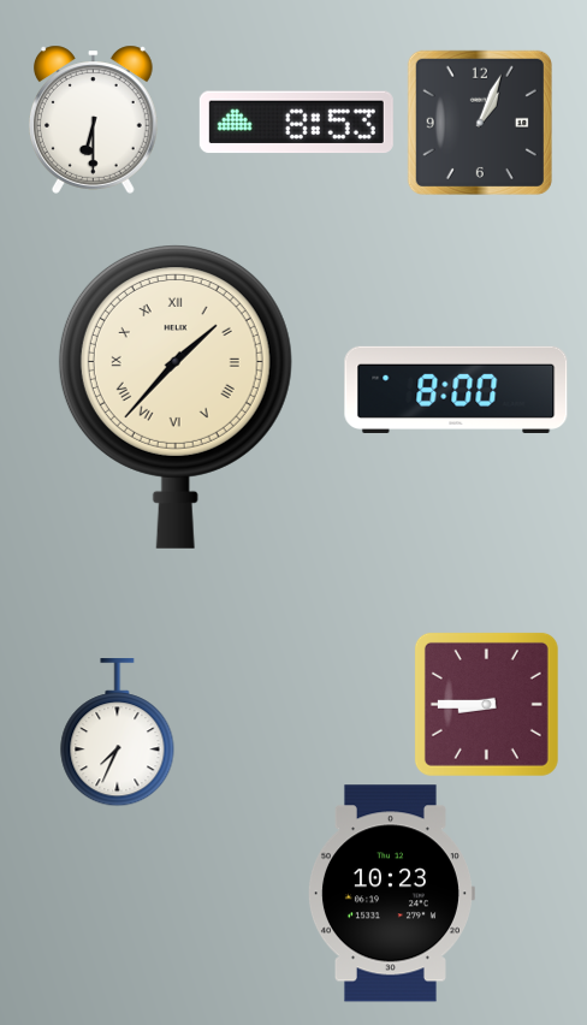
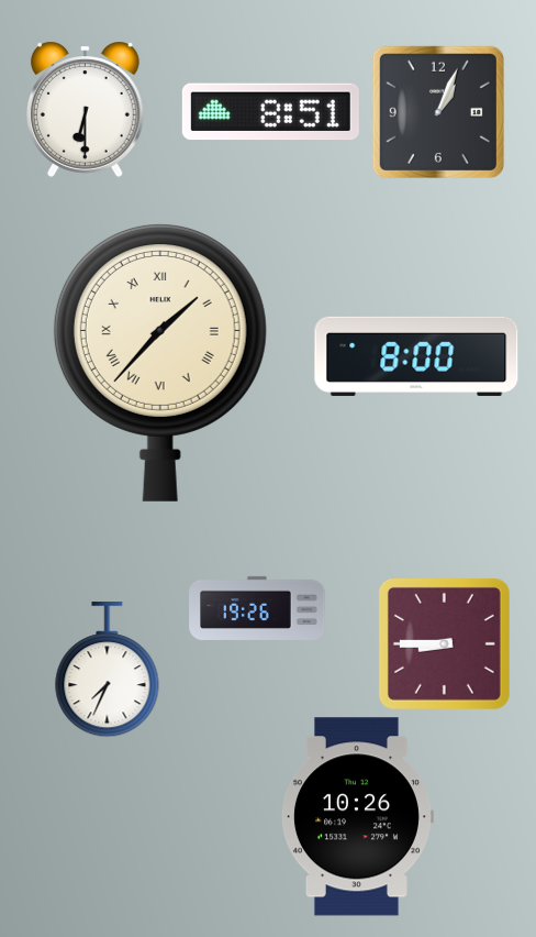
clock at (296, 123): 8:53 -> 8:51
clock at (257, 608): none -> 19:26
clock at (391, 894): 10:23 -> 10:26
